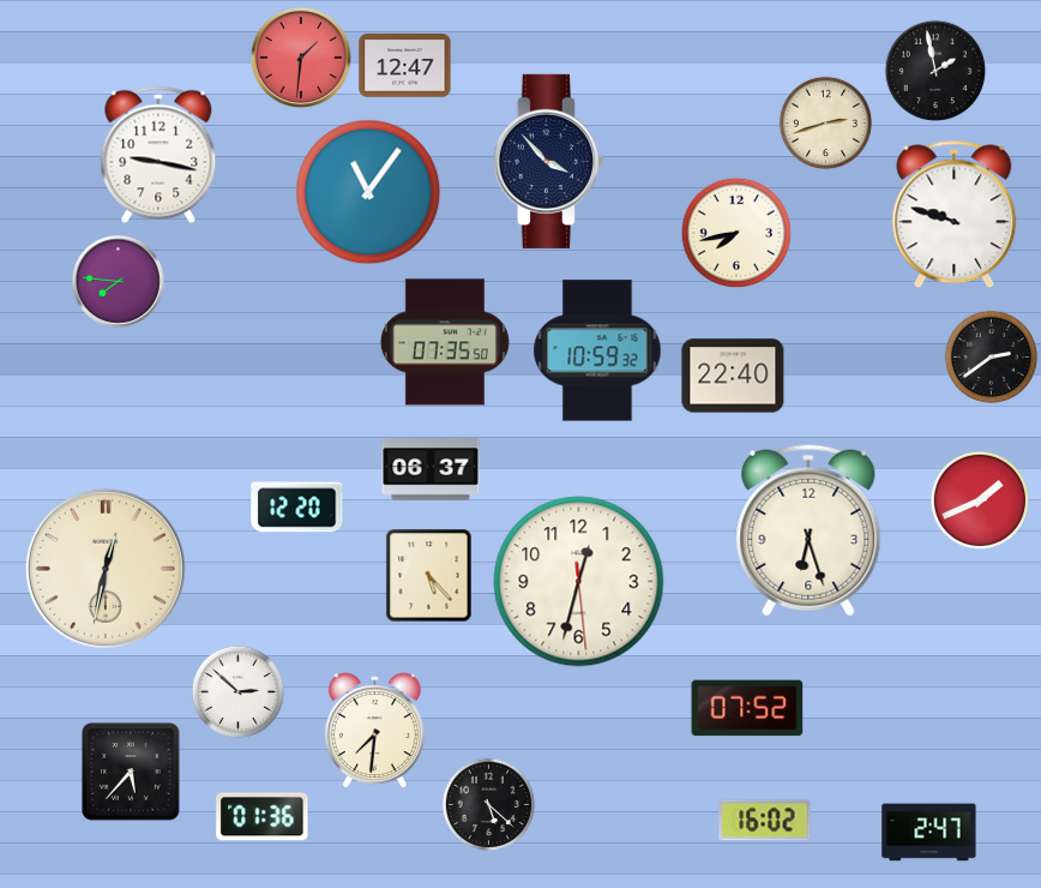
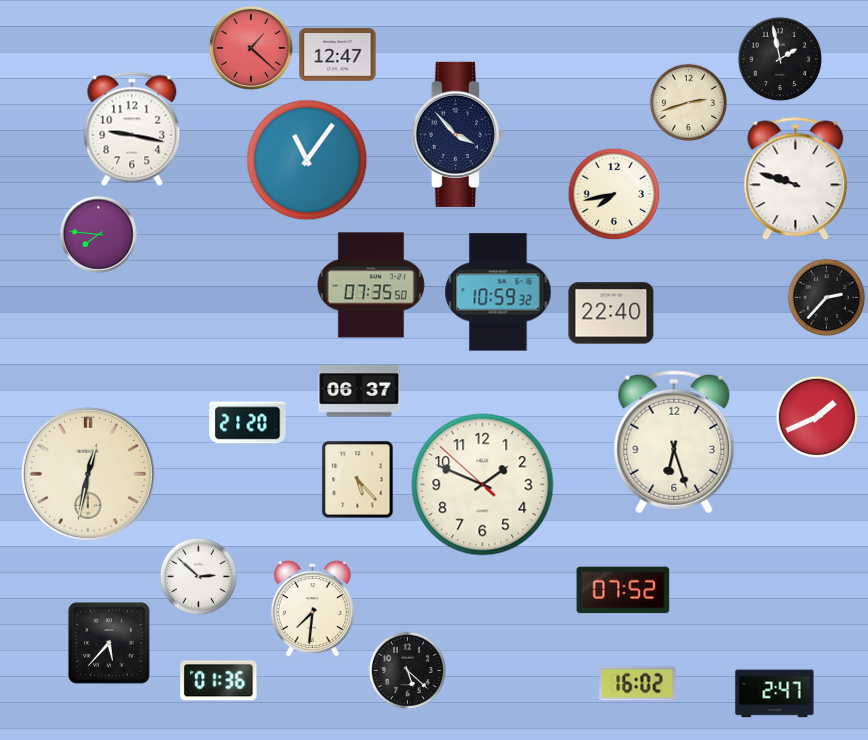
clock at (301, 58): 1:31 -> 1:22
clock at (991, 356): 2:39 -> 2:37
clock at (297, 508): 12:20 -> 21:20
clock at (579, 582): 12:32 -> 1:48
